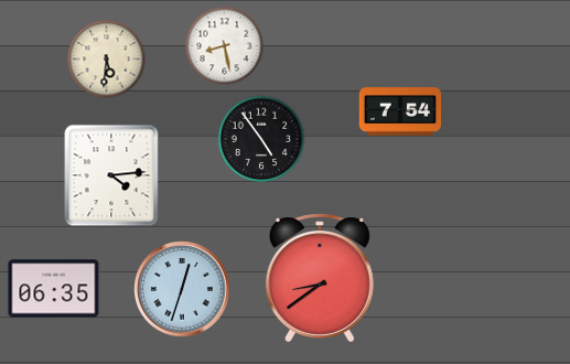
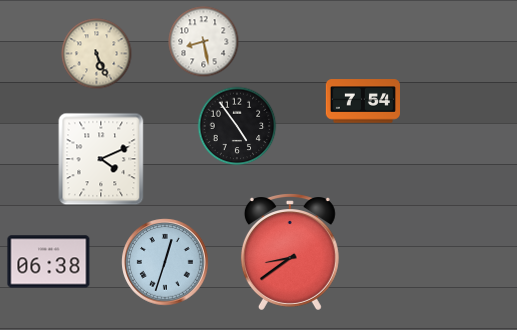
clock at (107, 60): 5:31 -> 5:26
clock at (111, 175): 4:14 -> 4:11
clock at (54, 289): 06:35 -> 06:38
